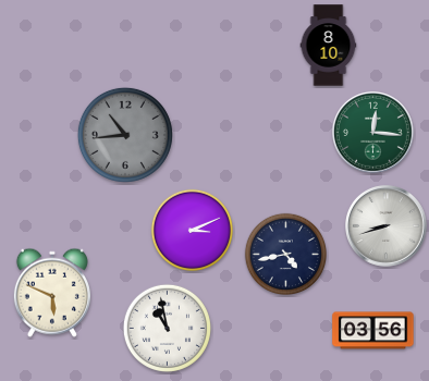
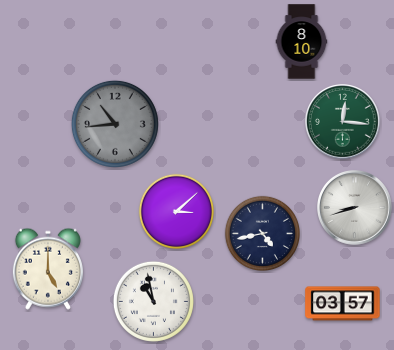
clock at (192, 230): 3:11 -> 3:08
clock at (52, 293): 5:49 -> 5:00
clock at (373, 331): 03:56 -> 03:57
